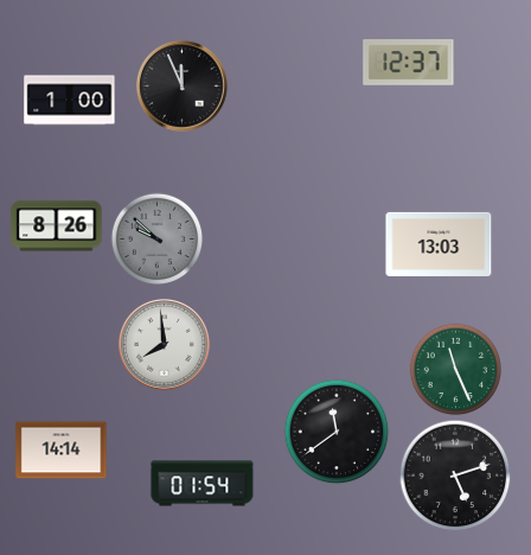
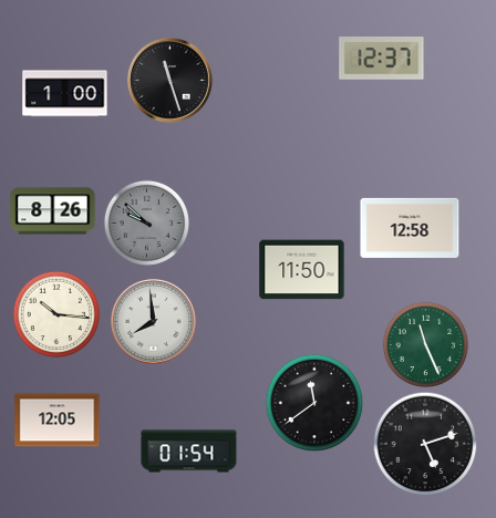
clock at (181, 85): 11:56 -> 11:27
clock at (439, 244): 13:03 -> 12:58
clock at (302, 270): none -> 11:50
clock at (56, 314): none -> 10:16
clock at (62, 451): 14:14 -> 12:05
